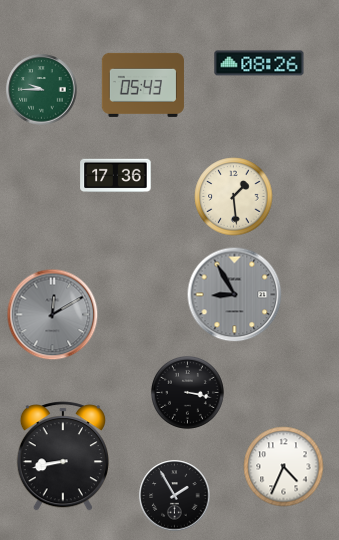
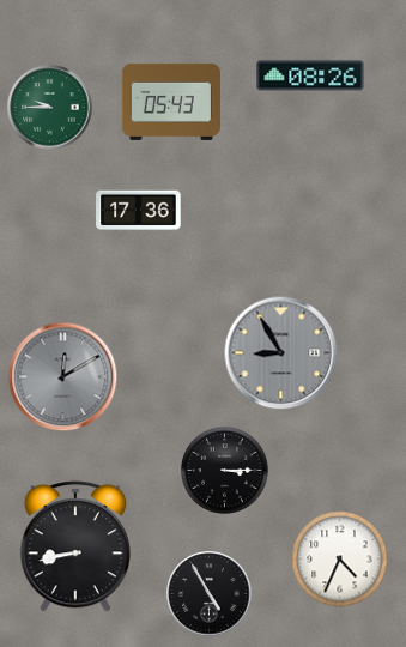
clock at (234, 197): 1:29 -> none
clock at (187, 392): 3:17 -> 3:15
clock at (175, 496): 1:55 -> 4:55
